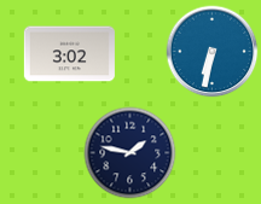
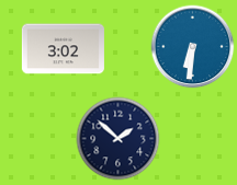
clock at (213, 52): 6:32 -> 6:31
clock at (130, 153): 1:47 -> 1:52
